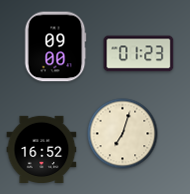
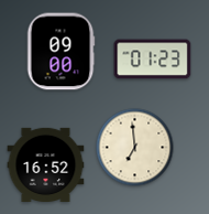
clock at (123, 134): 7:03 -> 6:59
